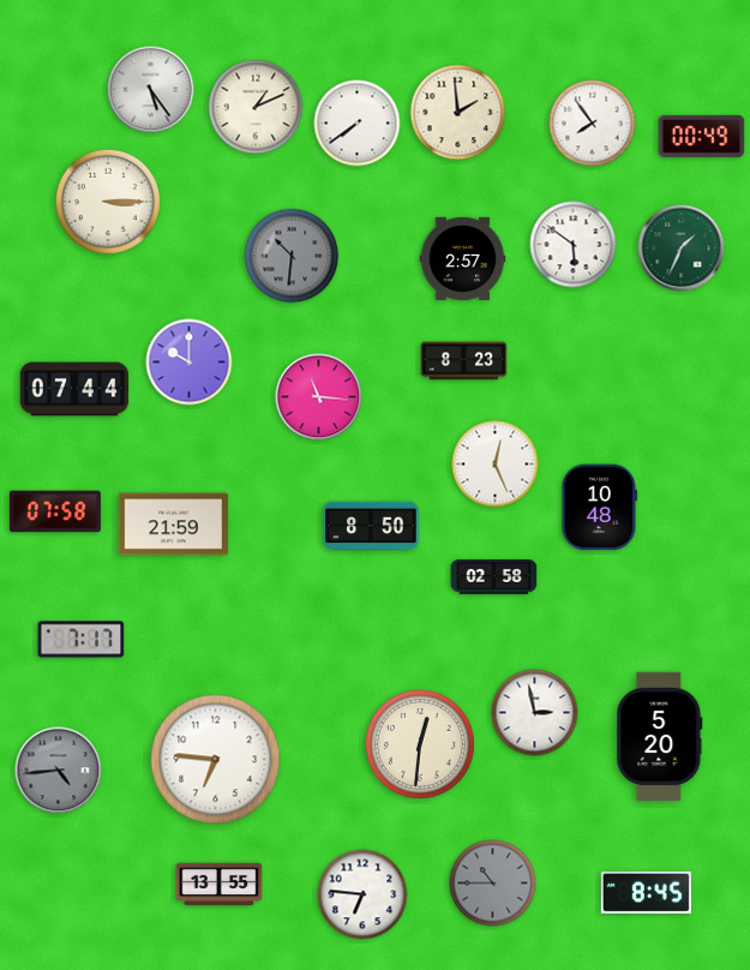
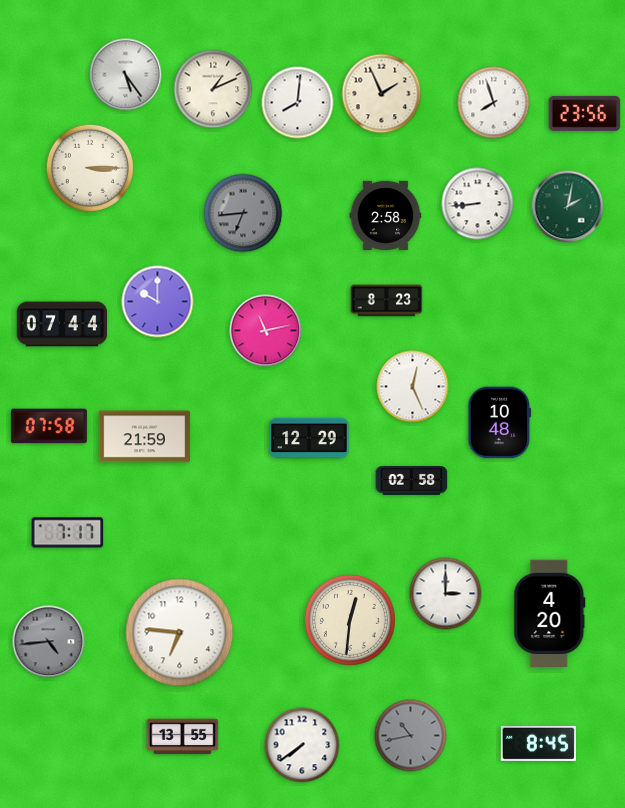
clock at (458, 113): 1:59 -> 1:56
clock at (358, 124): 7:39 -> 8:01
clock at (593, 124): 7:54 -> 7:57
clock at (702, 136): 00:49 -> 23:56
clock at (574, 245): 5:51 -> 8:44
clock at (682, 249): 1:34 -> 2:02
clock at (292, 256): 10:31 -> 6:44
clock at (463, 258): 2:57 -> 2:58
clock at (319, 397): 11:16 -> 11:13
clock at (55, 511) position: (55, 511) -> (49, 426)
clock at (371, 526): 8:50 -> 12:29
clock at (535, 713): 2:58 -> 3:00
clock at (660, 737): 5:20 -> 4:20
clock at (493, 884): 10:45 -> 10:43
clock at (362, 894): 6:46 -> 7:39
